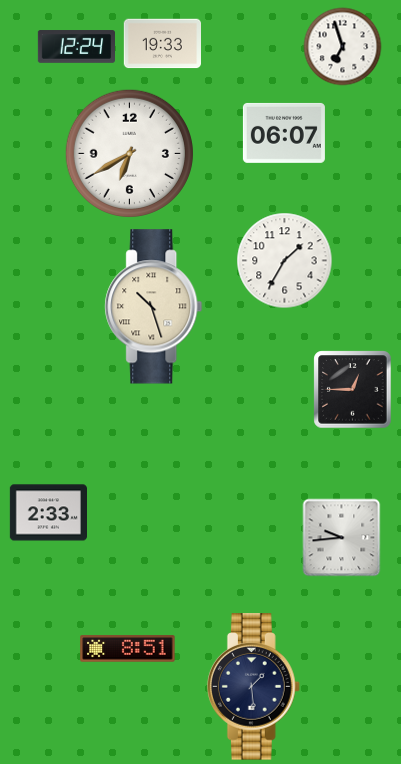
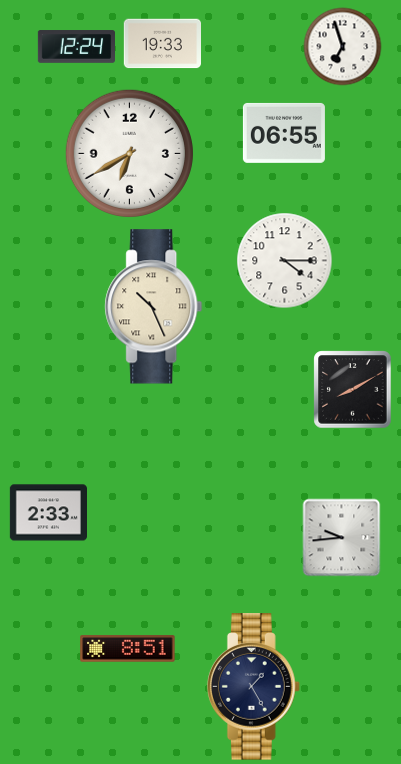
clock at (284, 133): 06:07 -> 06:55
clock at (284, 260): 1:35 -> 4:15
clock at (154, 307): 10:27 -> 10:26
clock at (352, 389): 12:45 -> 8:10
clock at (253, 687): 1:29 -> 1:25
